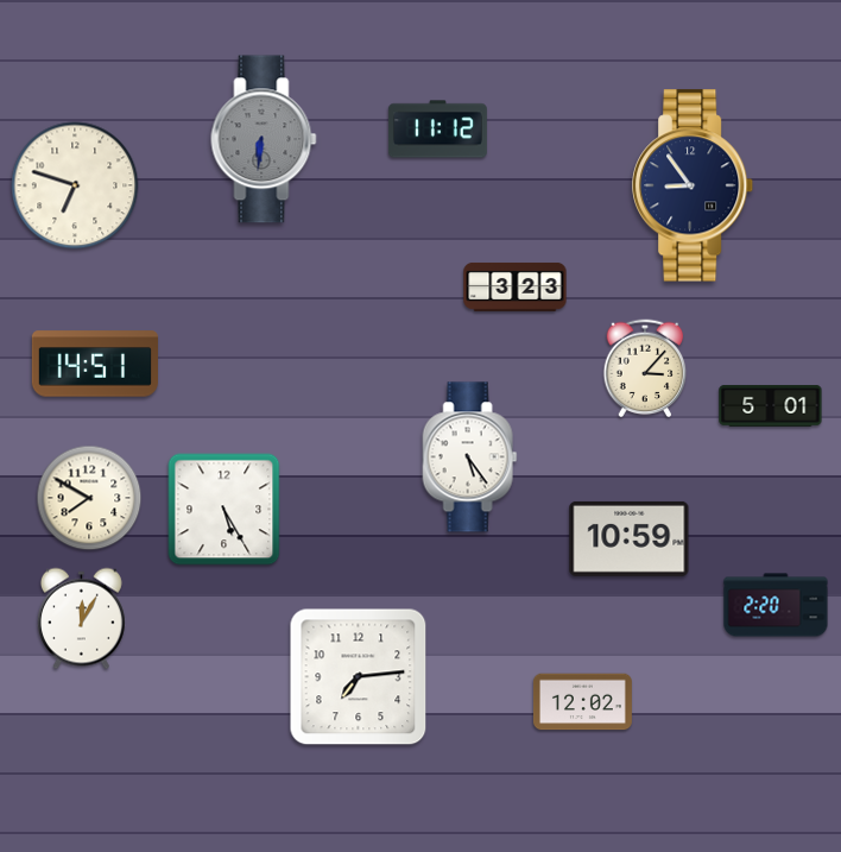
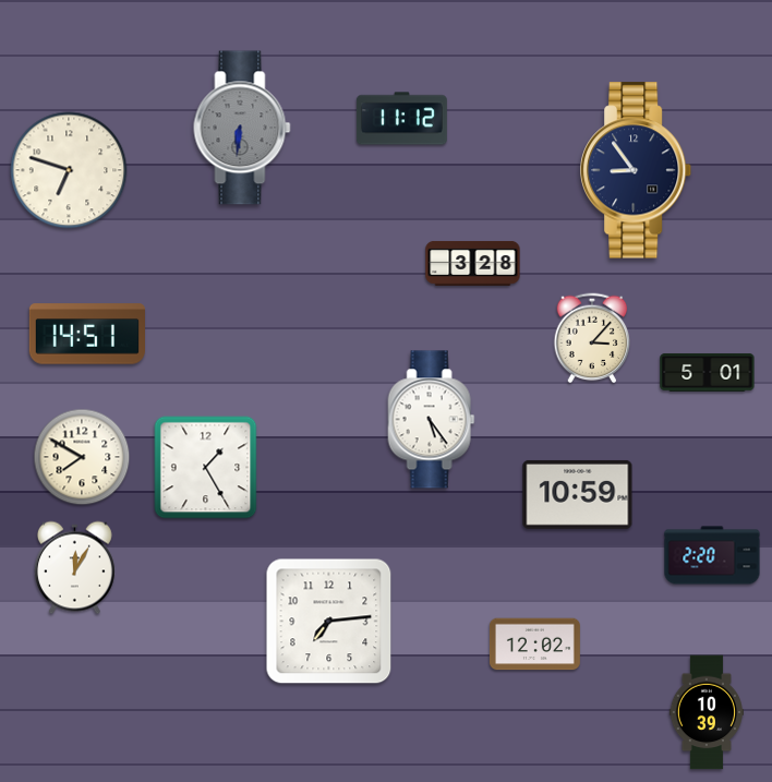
clock at (516, 286): 3:23 -> 3:28
clock at (225, 510): 5:25 -> 1:25
clock at (707, 712): none -> 10:39
